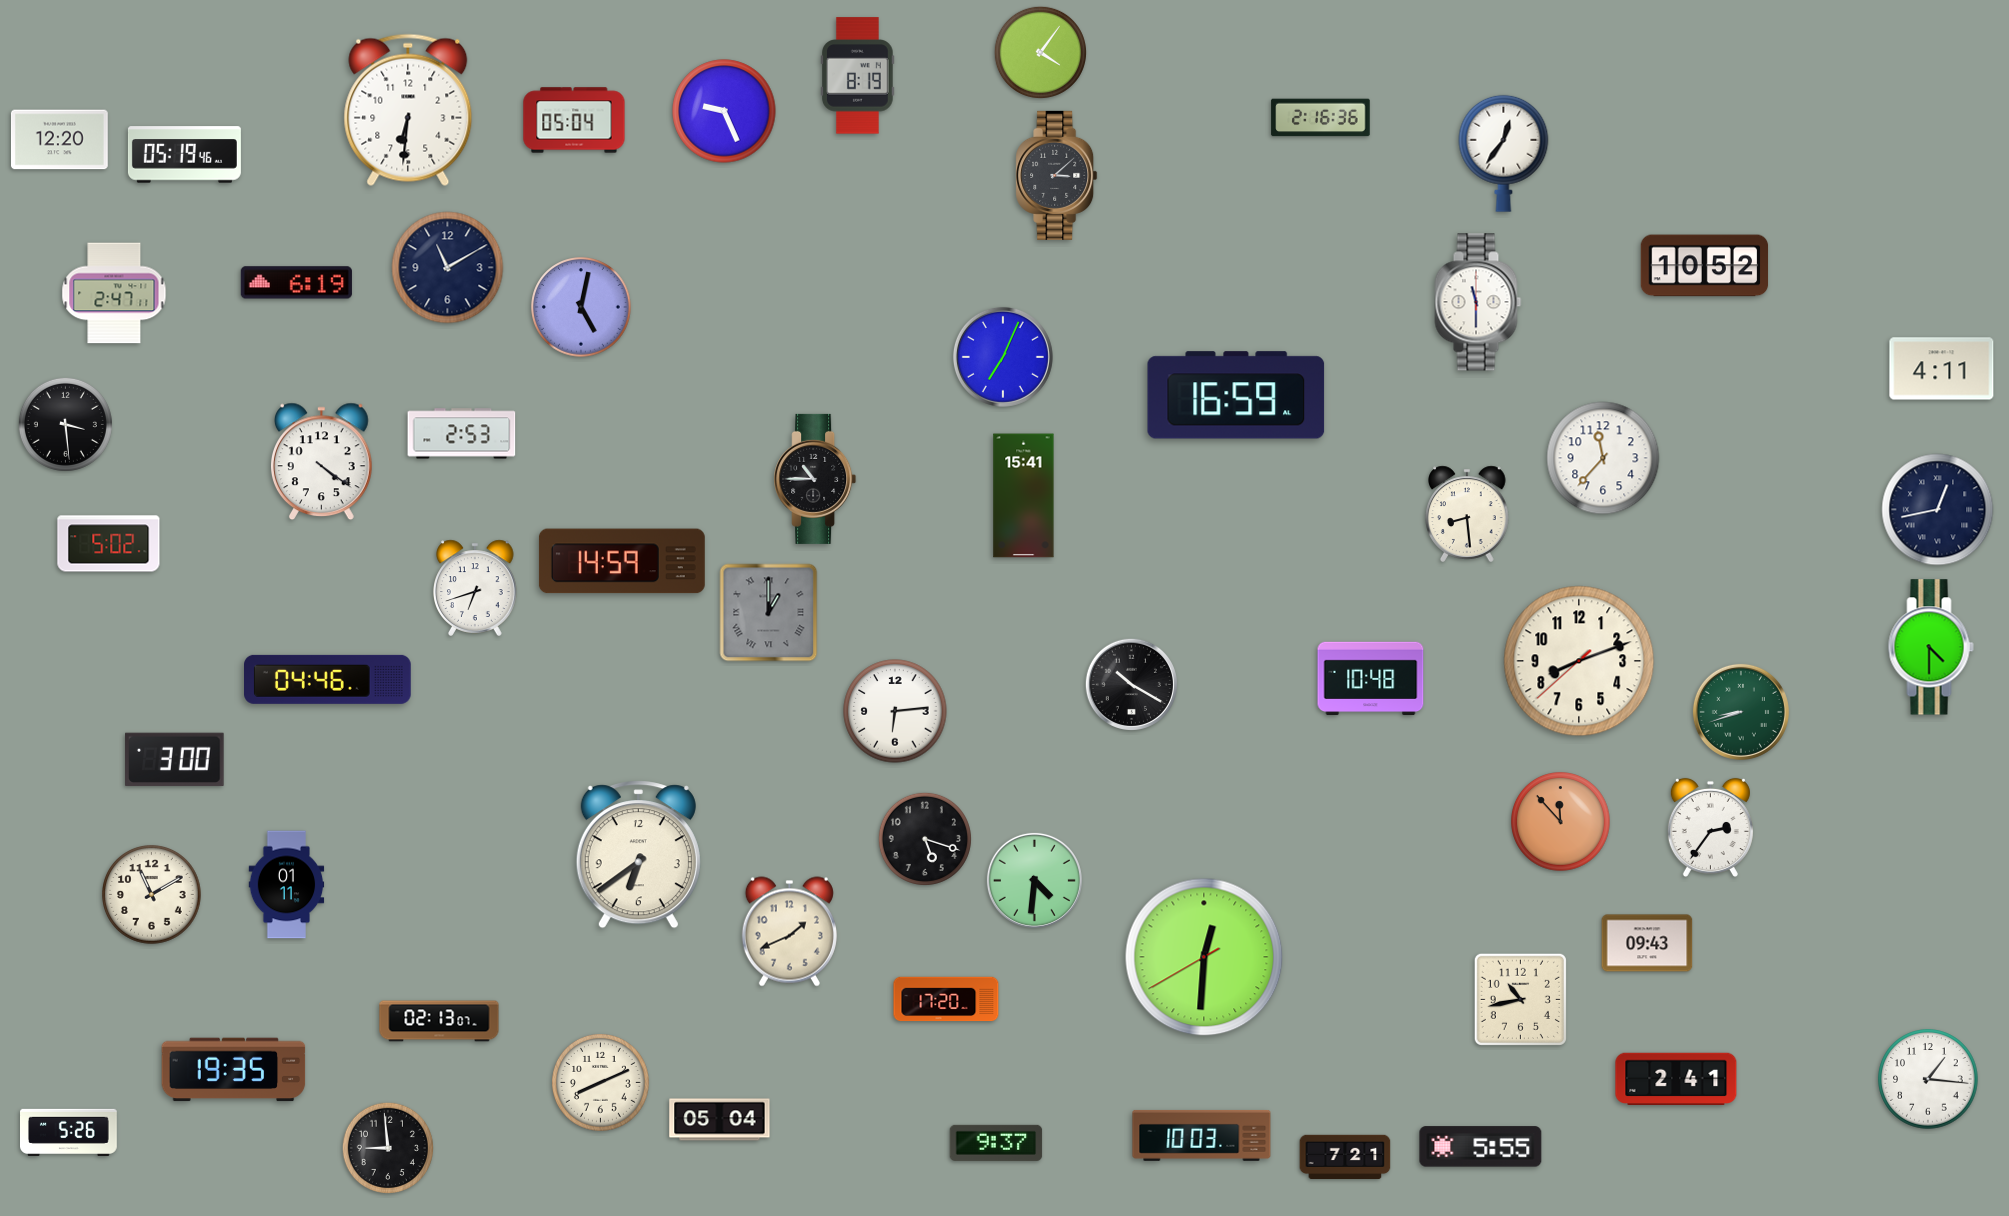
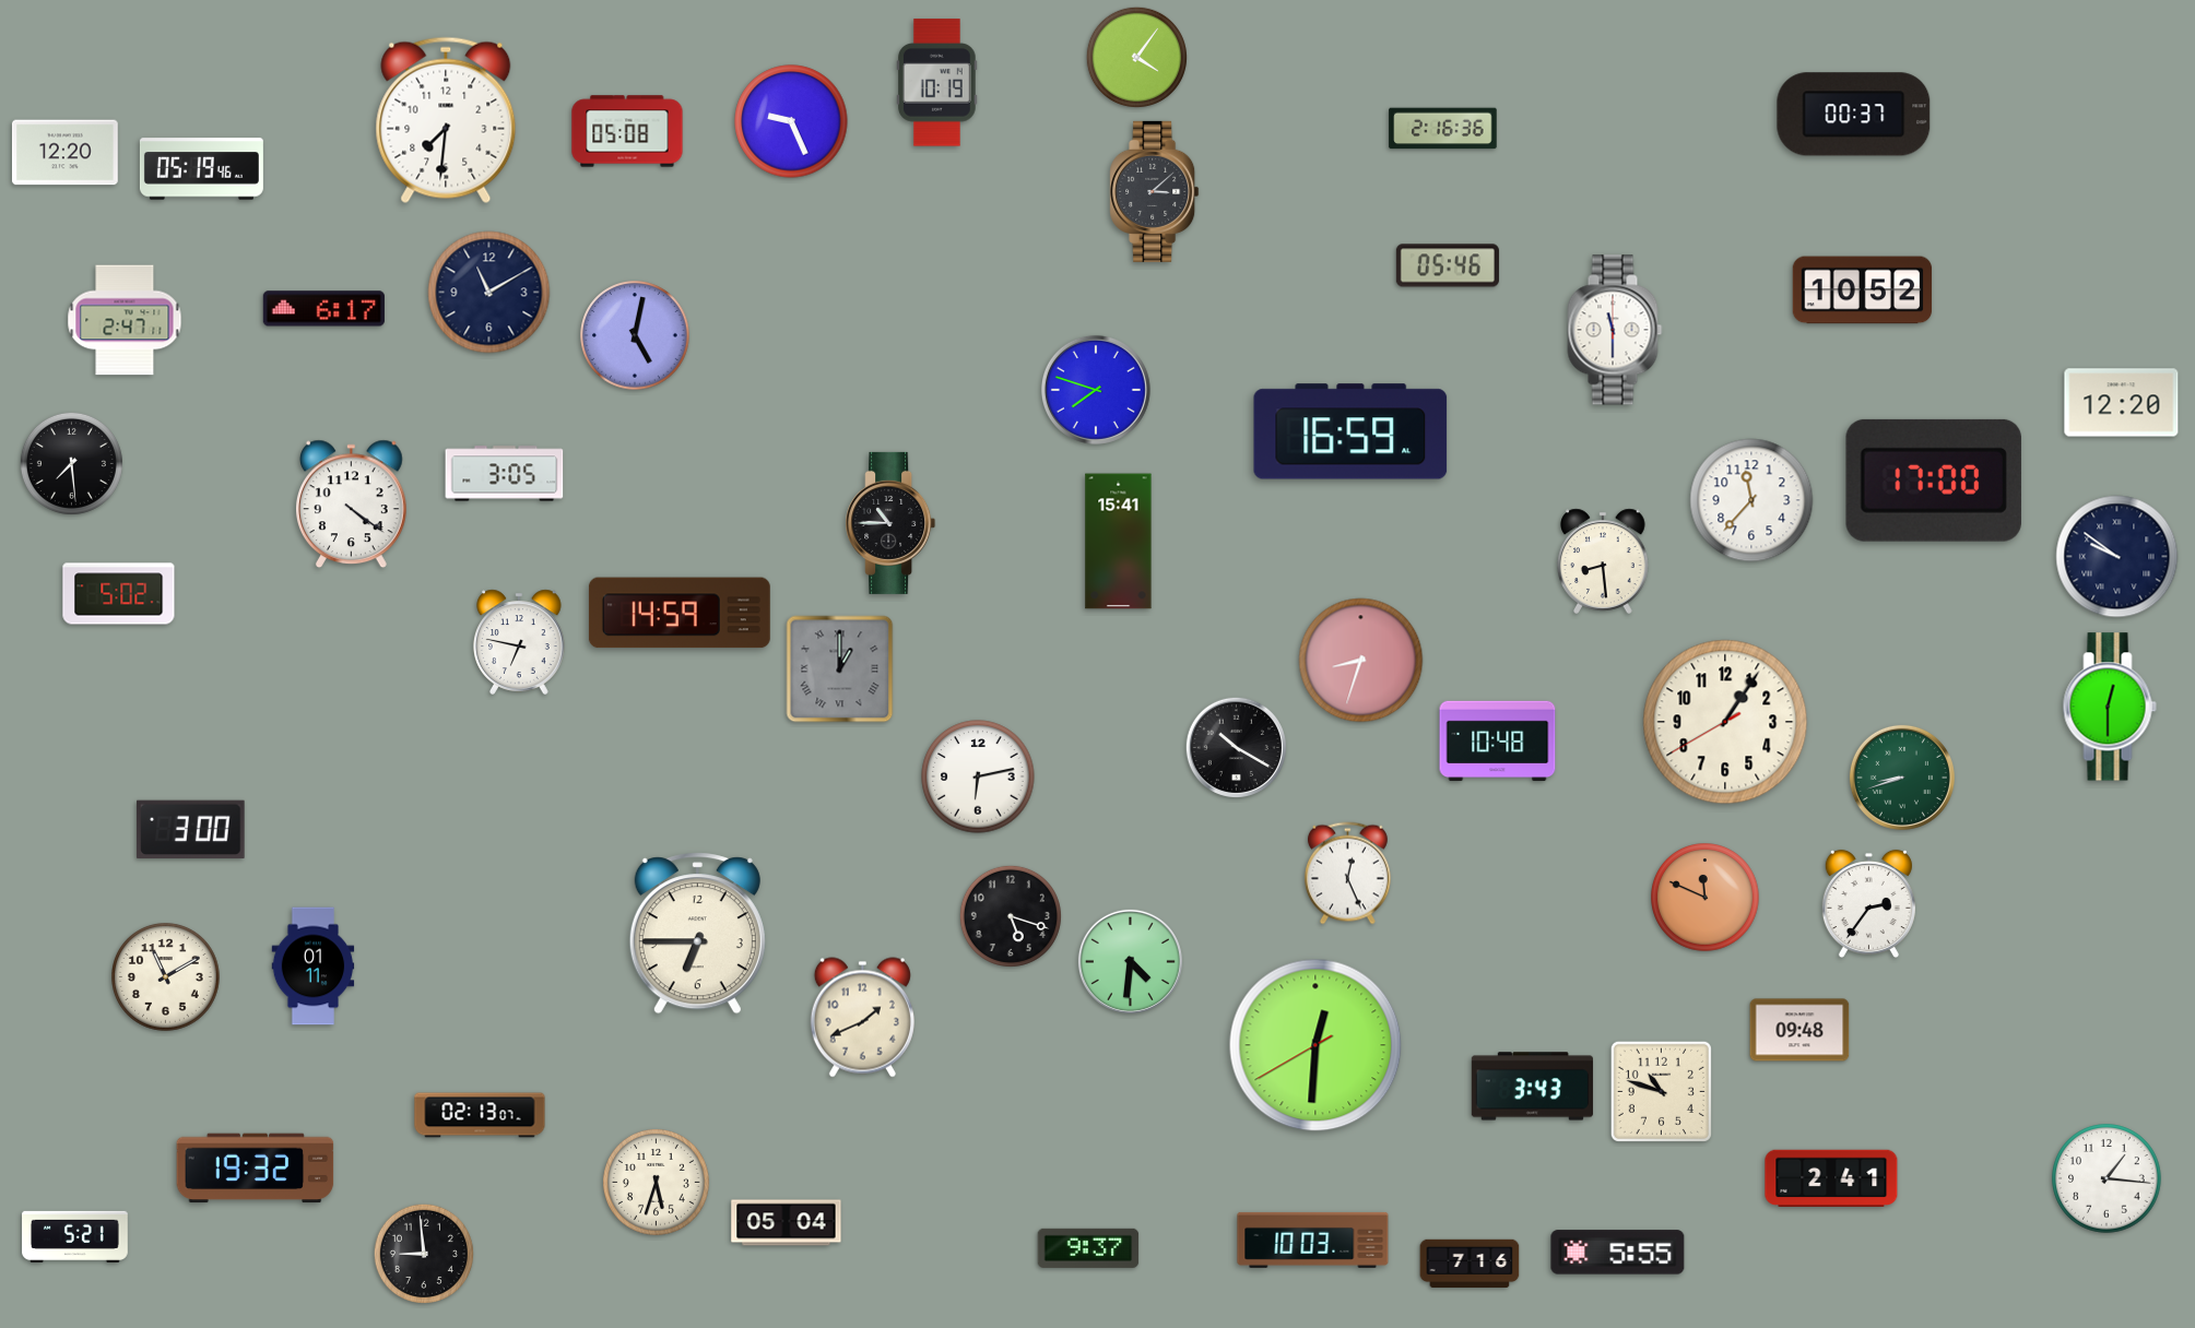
clock at (858, 76): 8:19 -> 10:19
clock at (1854, 115): none -> 00:37
clock at (408, 110): 6:31 -> 7:31
clock at (574, 120): 05:04 -> 05:08
clock at (1504, 153): 12:36 -> none
clock at (1448, 265): none -> 05:46
clock at (296, 283): 6:19 -> 6:17
clock at (1003, 357): 7:04 -> 7:48
clock at (1942, 369): 4:11 -> 12:20
clock at (65, 424): 3:29 -> 7:29
clock at (462, 434): 2:53 -> 3:05
clock at (1934, 481): none -> 17:00
clock at (1938, 510): 12:43 -> 9:51
clock at (476, 588): 6:42 -> 6:47
clock at (1361, 661): none -> 8:33
clock at (1931, 647): 4:30 -> 12:30
clock at (1579, 661): 8:11 -> 1:05
clock at (328, 679): 04:46 -> none
clock at (895, 711): 6:14 -> 6:13
clock at (1347, 874): none -> 12:26
clock at (1561, 822): 11:53 -> 11:49
clock at (638, 855): 6:39 -> 6:45
clock at (1647, 943): 09:43 -> 09:48
clock at (1532, 1087): none -> 3:43
clock at (946, 999): 17:20 -> none
clock at (1520, 999): 10:43 -> 10:48
clock at (234, 1070): 19:35 -> 19:32
clock at (600, 1082): 8:11 -> 5:33
clock at (69, 1132): 5:26 -> 5:21
clock at (1345, 1157): 7:21 -> 7:16
